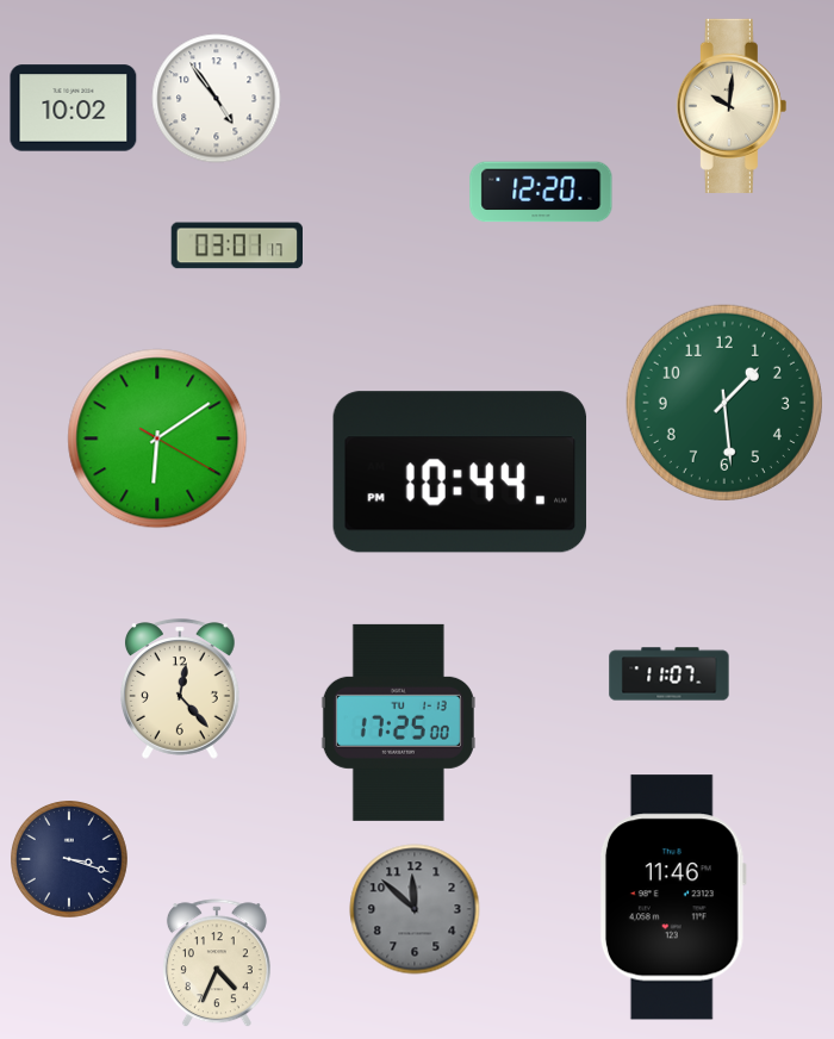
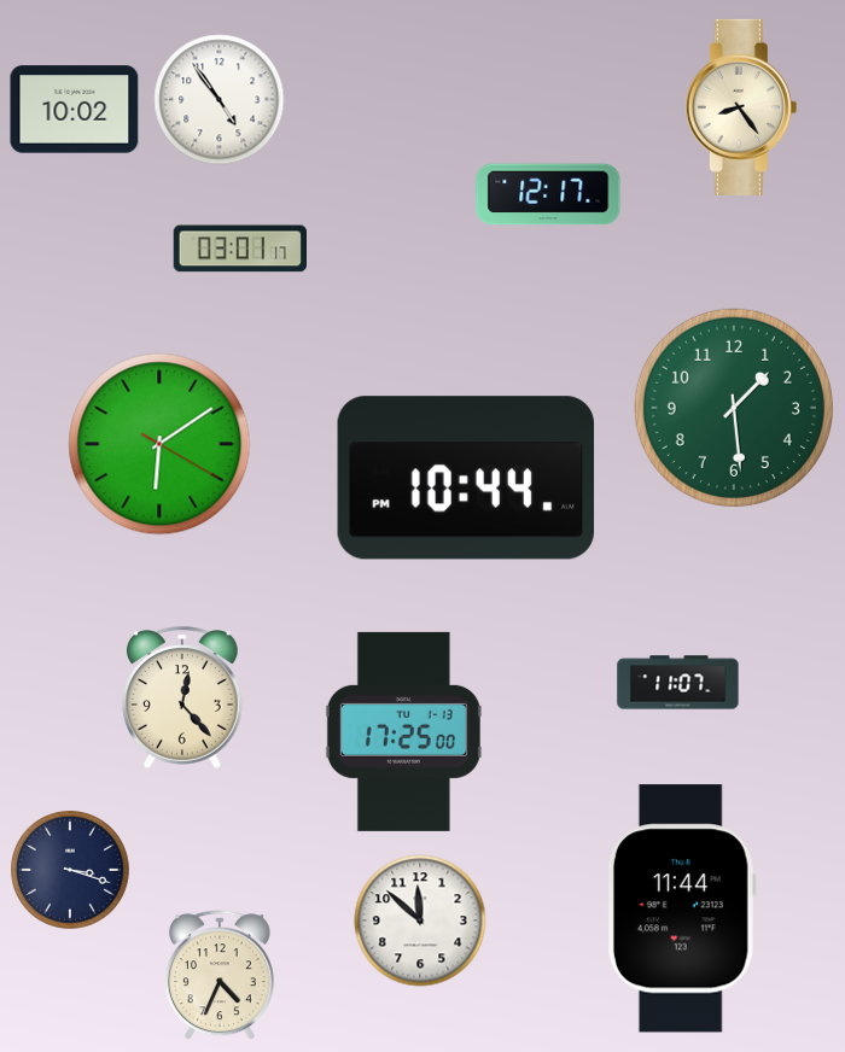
clock at (732, 106): 10:01 -> 8:24
clock at (541, 192): 12:20 -> 12:17
clock at (673, 897): 11:46 -> 11:44
clock at (415, 909) dial: grey -> white
